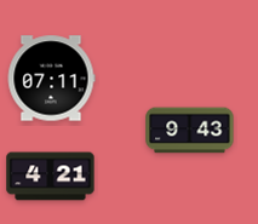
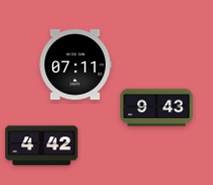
clock at (51, 79) position: (51, 79) -> (75, 65)
clock at (51, 177): 4:21 -> 4:42
